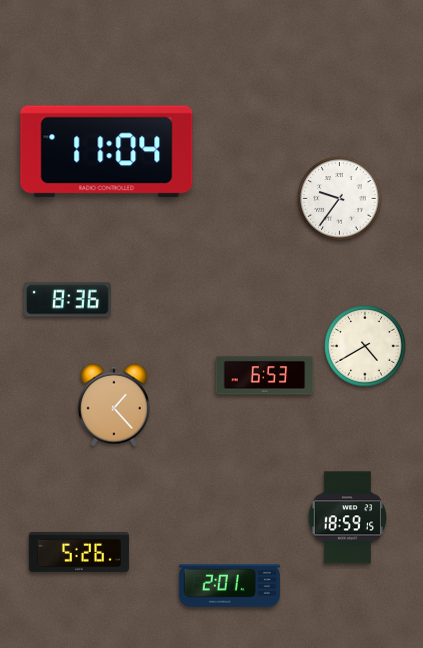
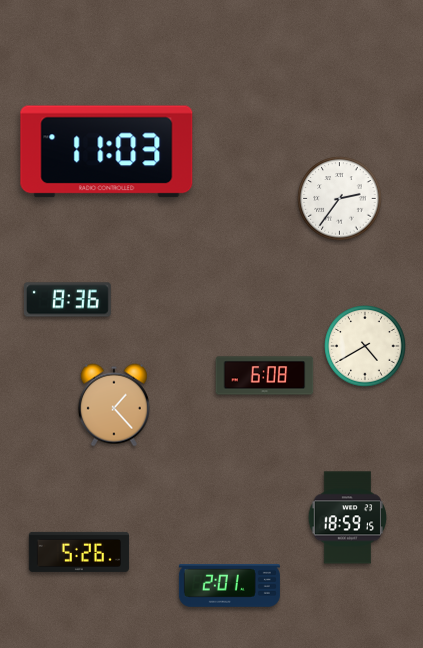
clock at (107, 152): 11:04 -> 11:03
clock at (340, 199): 9:36 -> 2:36
clock at (265, 376): 6:53 -> 6:08
